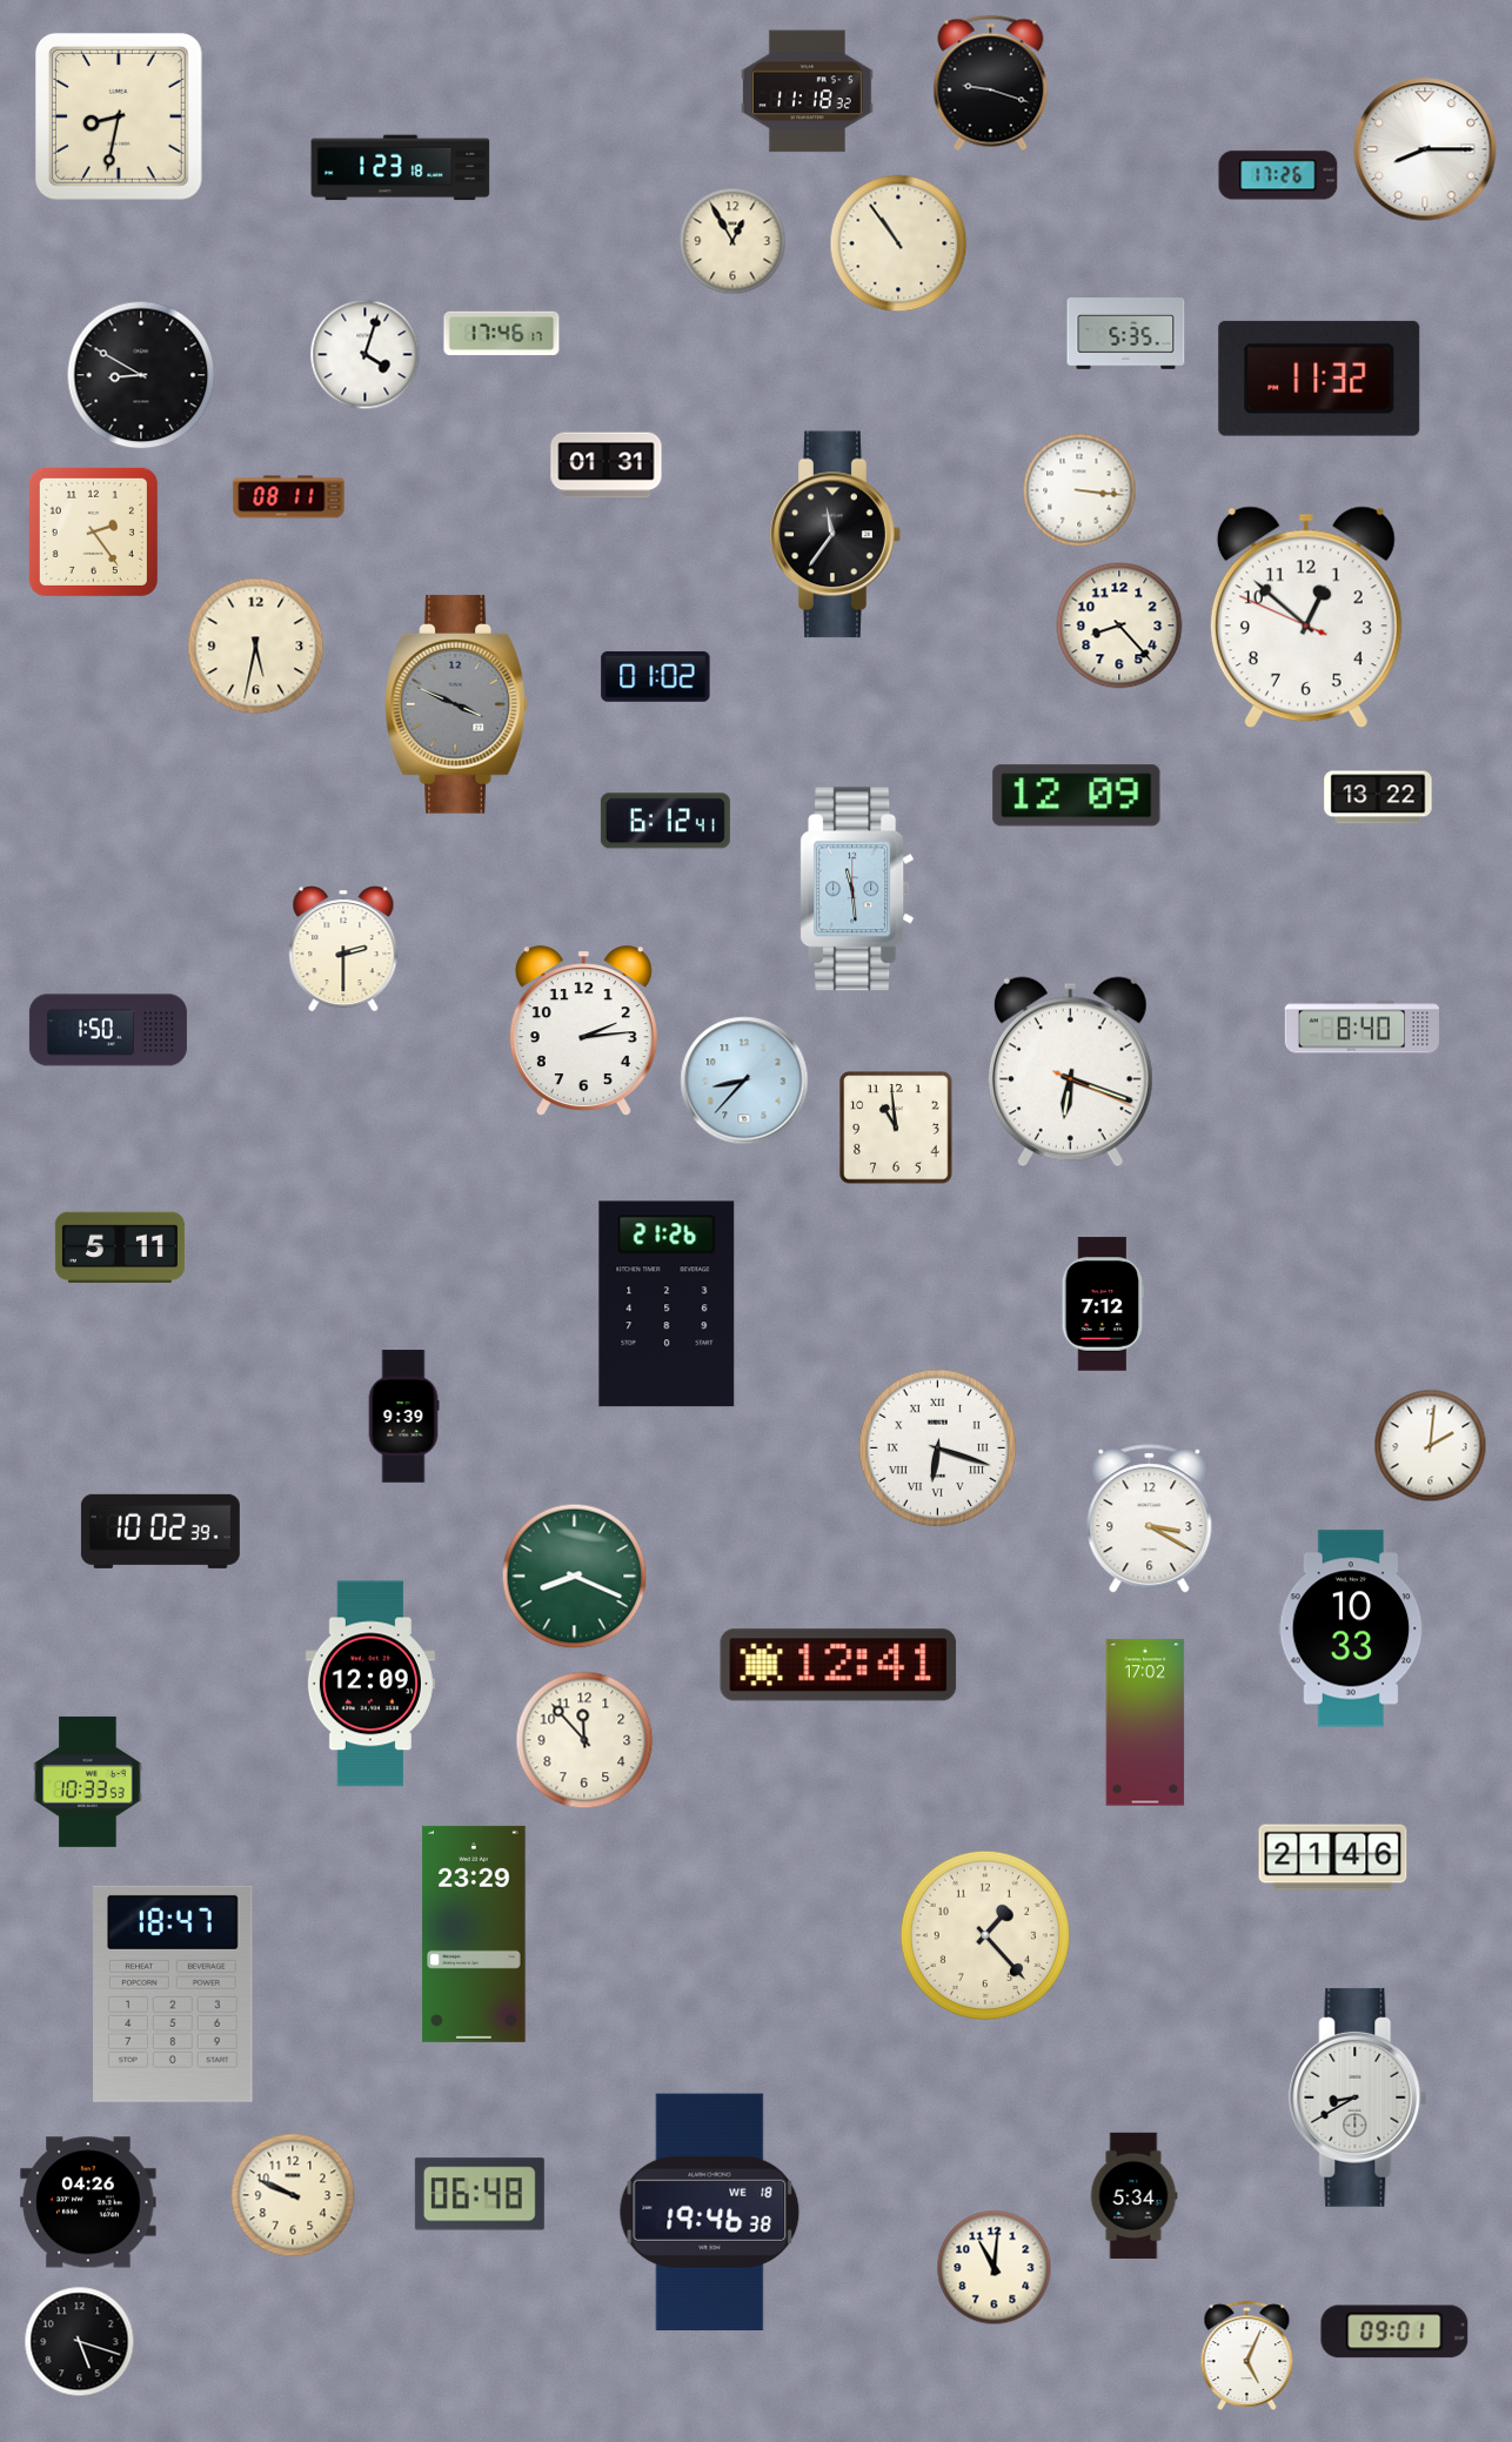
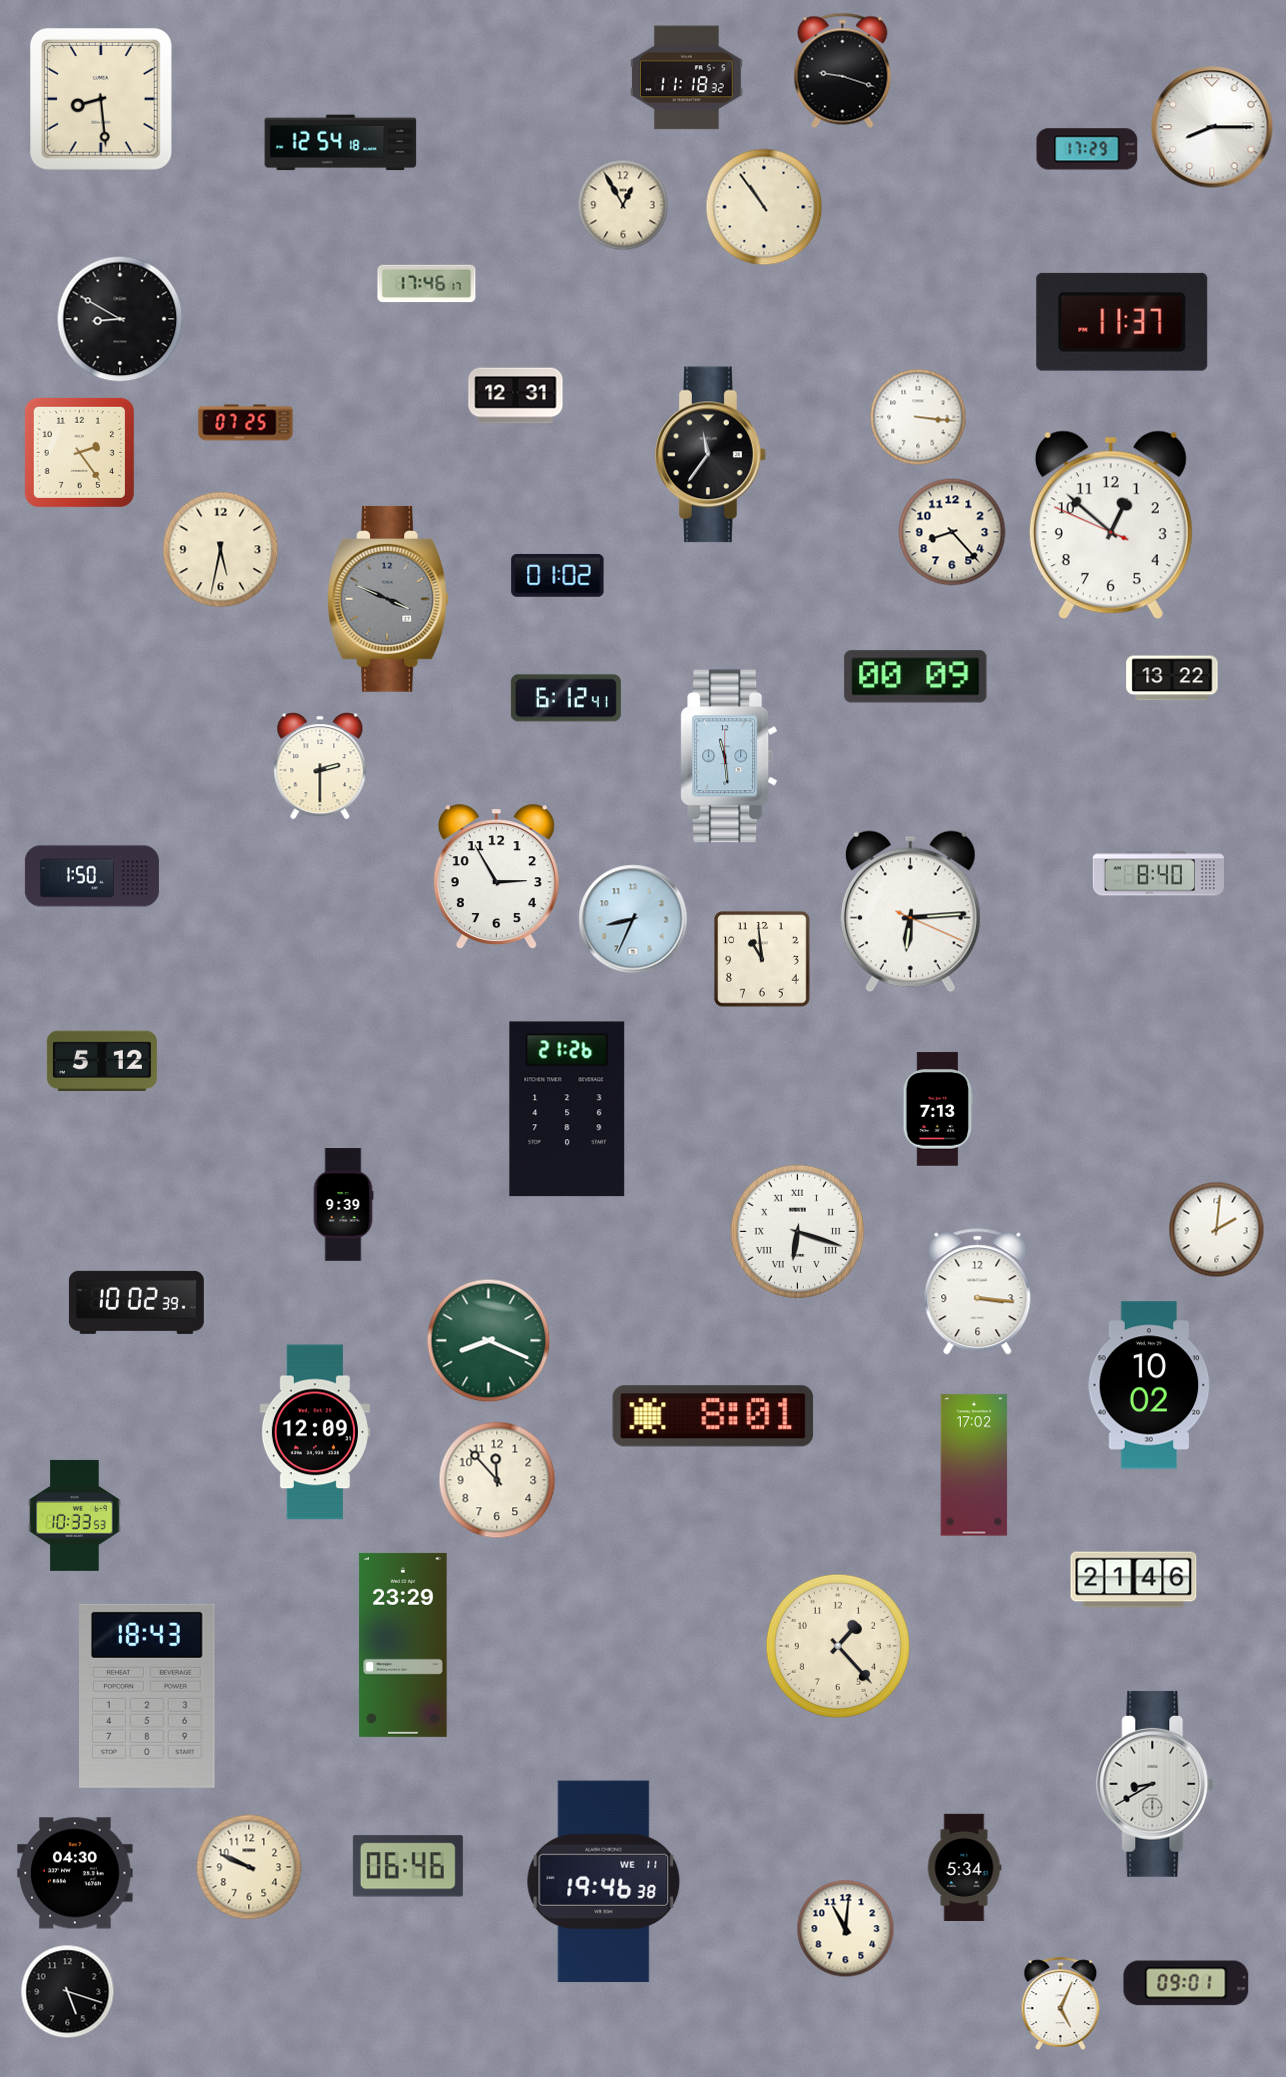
clock at (119, 116): 8:32 -> 8:29
clock at (401, 168): 1:23 -> 12:54
clock at (1278, 175): 17:26 -> 17:29
clock at (1126, 334): 5:35 -> none
clock at (366, 355): 4:03 -> none
clock at (1319, 379): 11:32 -> 11:37
clock at (607, 466): 01:31 -> 12:31
clock at (289, 497): 08:11 -> 07:25
clock at (256, 647) position: (256, 647) -> (221, 550)
clock at (1077, 796): 12:09 -> 00:09
clock at (343, 949) position: (343, 949) -> (320, 766)
clock at (583, 1030): 2:14 -> 2:55
clock at (1070, 1072): 6:18 -> 6:14
clock at (744, 1080): 8:37 -> 8:34
clock at (120, 1247): 5:11 -> 5:12
clock at (1102, 1304): 7:12 -> 7:13
clock at (1150, 1519): 3:20 -> 3:16
clock at (1351, 1628): 10:33 -> 10:02
clock at (838, 1665): 12:41 -> 8:01
clock at (174, 1994): 18:47 -> 18:43
clock at (480, 2194): 06:48 -> 06:46
clock at (88, 2202): 04:26 -> 04:30
clock at (710, 2213) date: WE 18 -> WE 11
